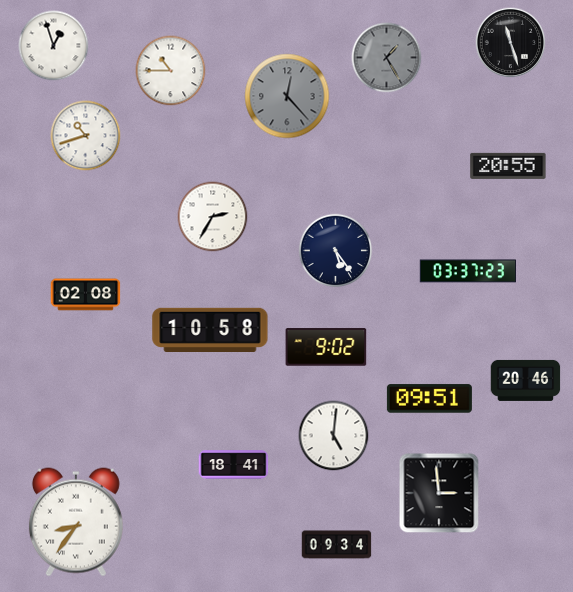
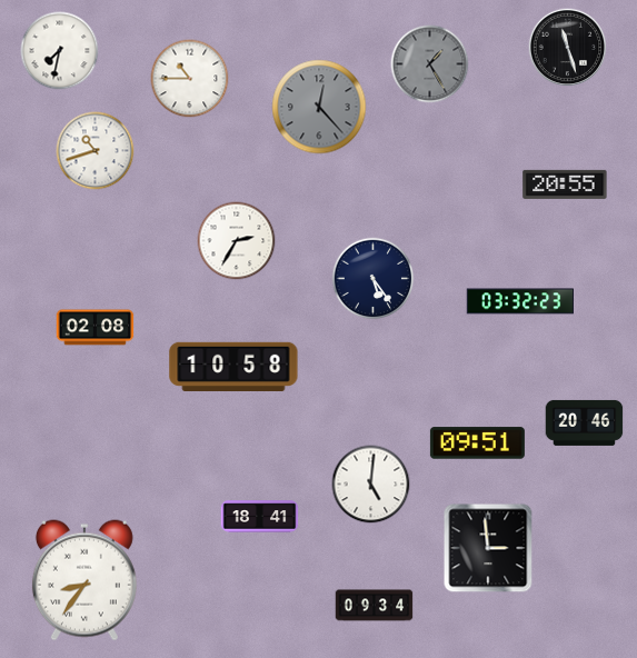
clock at (54, 46): 12:57 -> 7:32
clock at (467, 271): 03:37 -> 03:32
clock at (326, 347): 9:02 -> none
